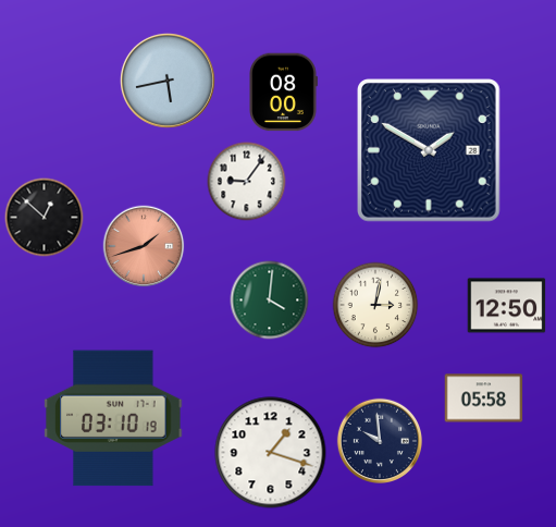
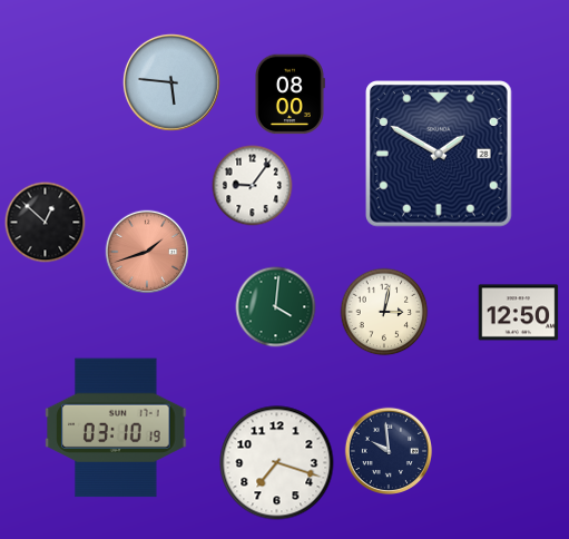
clock at (168, 81): 5:43 -> 5:46
clock at (484, 399): 05:58 -> none
clock at (271, 453): 1:18 -> 7:18
